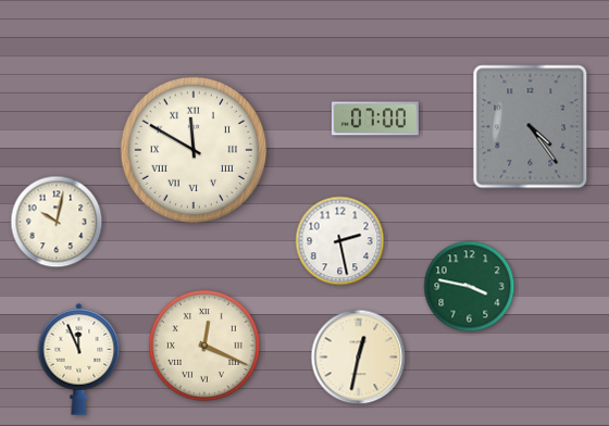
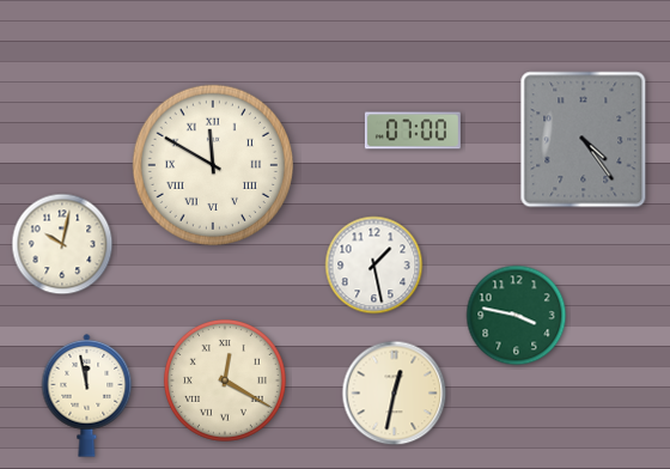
clock at (340, 241): 2:28 -> 1:28
clock at (204, 346): 12:19 -> 12:20
clock at (79, 359): 11:56 -> 11:58
